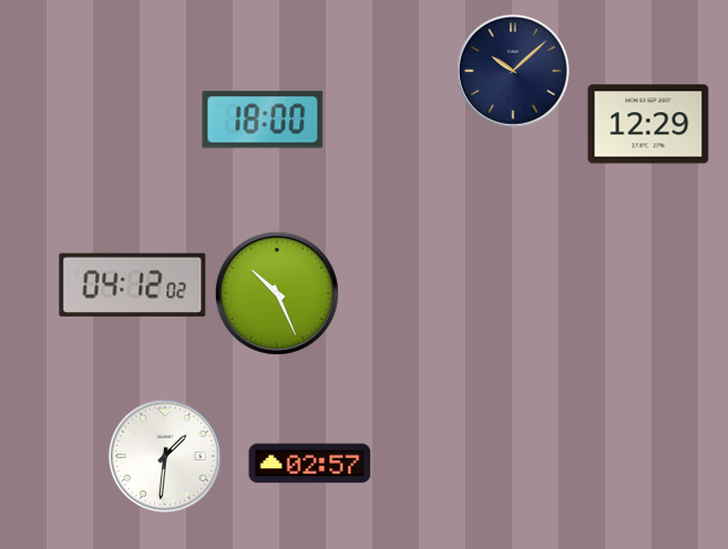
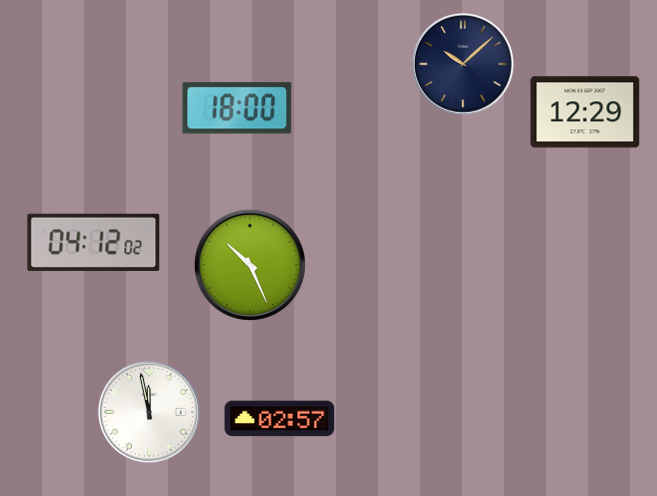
clock at (133, 284) position: (133, 284) -> (94, 242)
clock at (165, 456): 1:31 -> 11:58
